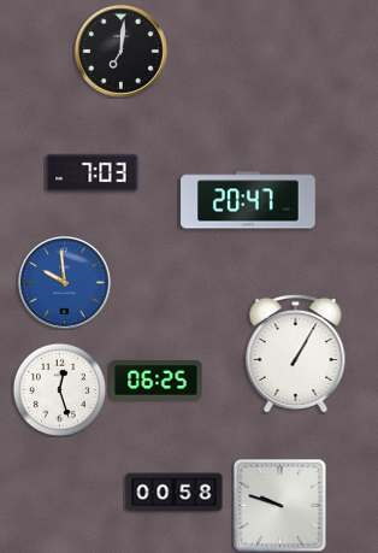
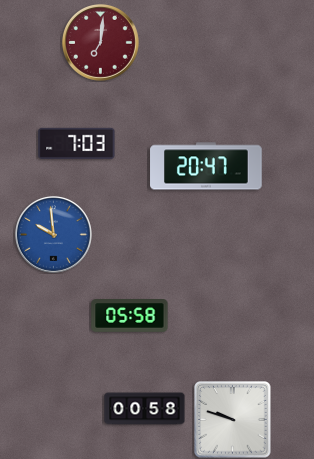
clock at (120, 51) dial: black -> burgundy
clock at (296, 353): 1:05 -> none
clock at (156, 381): 06:25 -> 05:58
clock at (59, 389): 12:27 -> none
